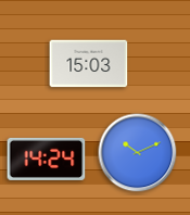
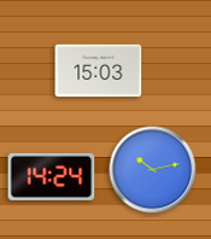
clock at (138, 153): 10:11 -> 10:13
